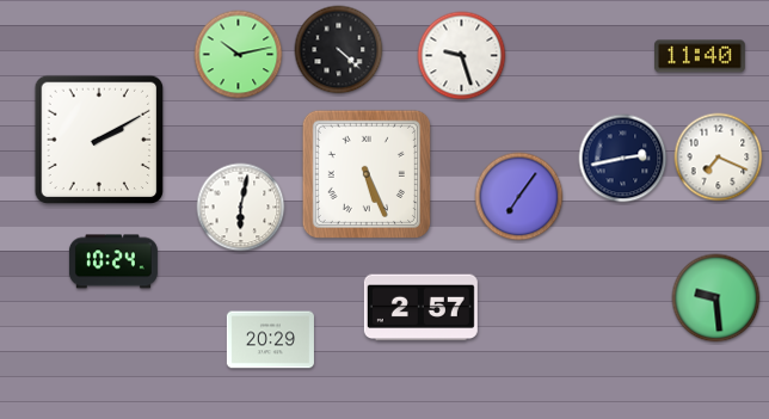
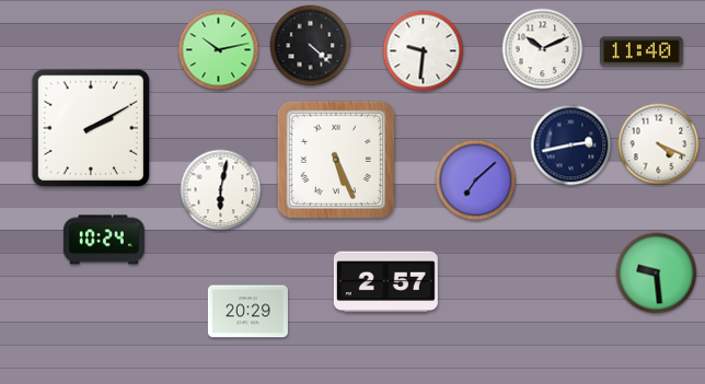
clock at (543, 49): none -> 10:11
clock at (462, 56): 9:27 -> 9:31
clock at (719, 158): 7:19 -> 4:19
clock at (519, 197): 7:06 -> 7:08
